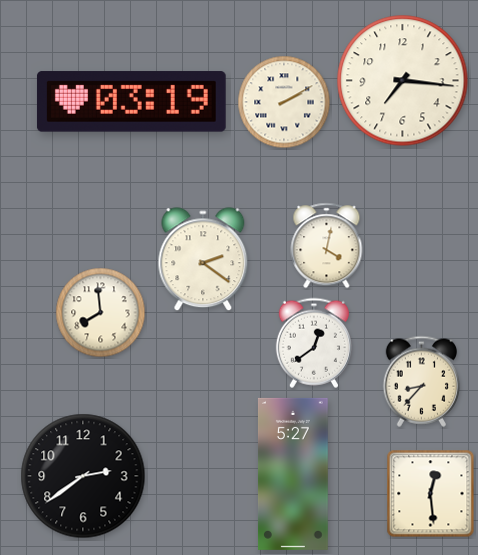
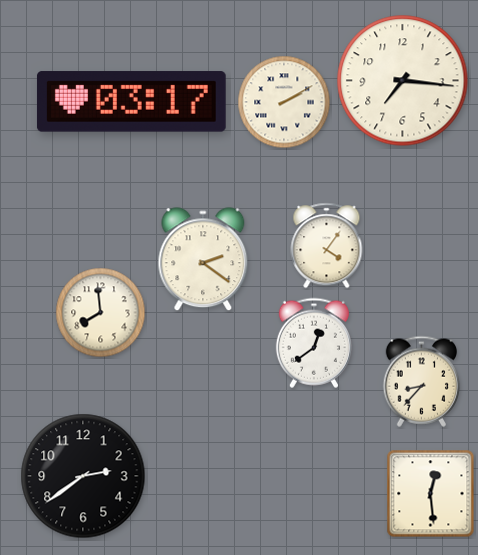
clock at (131, 102): 03:19 -> 03:17
clock at (327, 246): 4:02 -> 4:06
clock at (293, 474): 5:27 -> none
